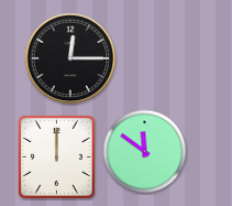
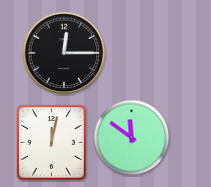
clock at (57, 158): 12:00 -> 12:02
